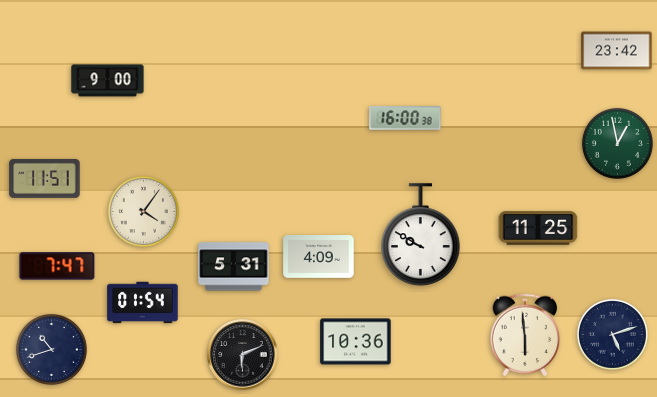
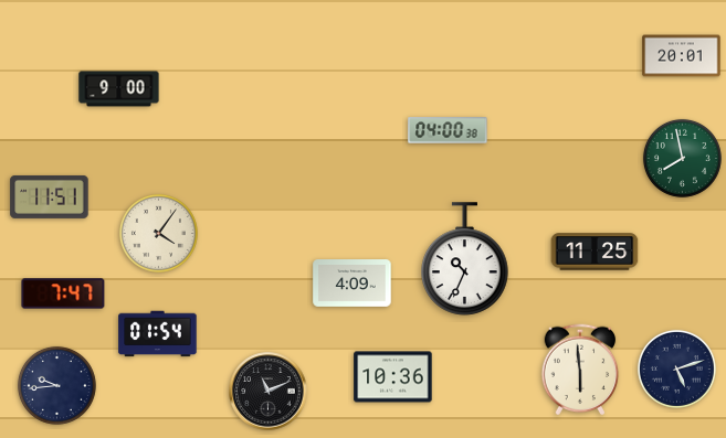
clock at (617, 51): 23:42 -> 20:01
clock at (405, 118): 16:00 -> 04:00
clock at (617, 143): 12:58 -> 7:58
clock at (421, 235): 9:50 -> 10:34
clock at (234, 267): 5:31 -> none
clock at (51, 349): 10:42 -> 9:44
clock at (243, 355): 6:11 -> 11:11
